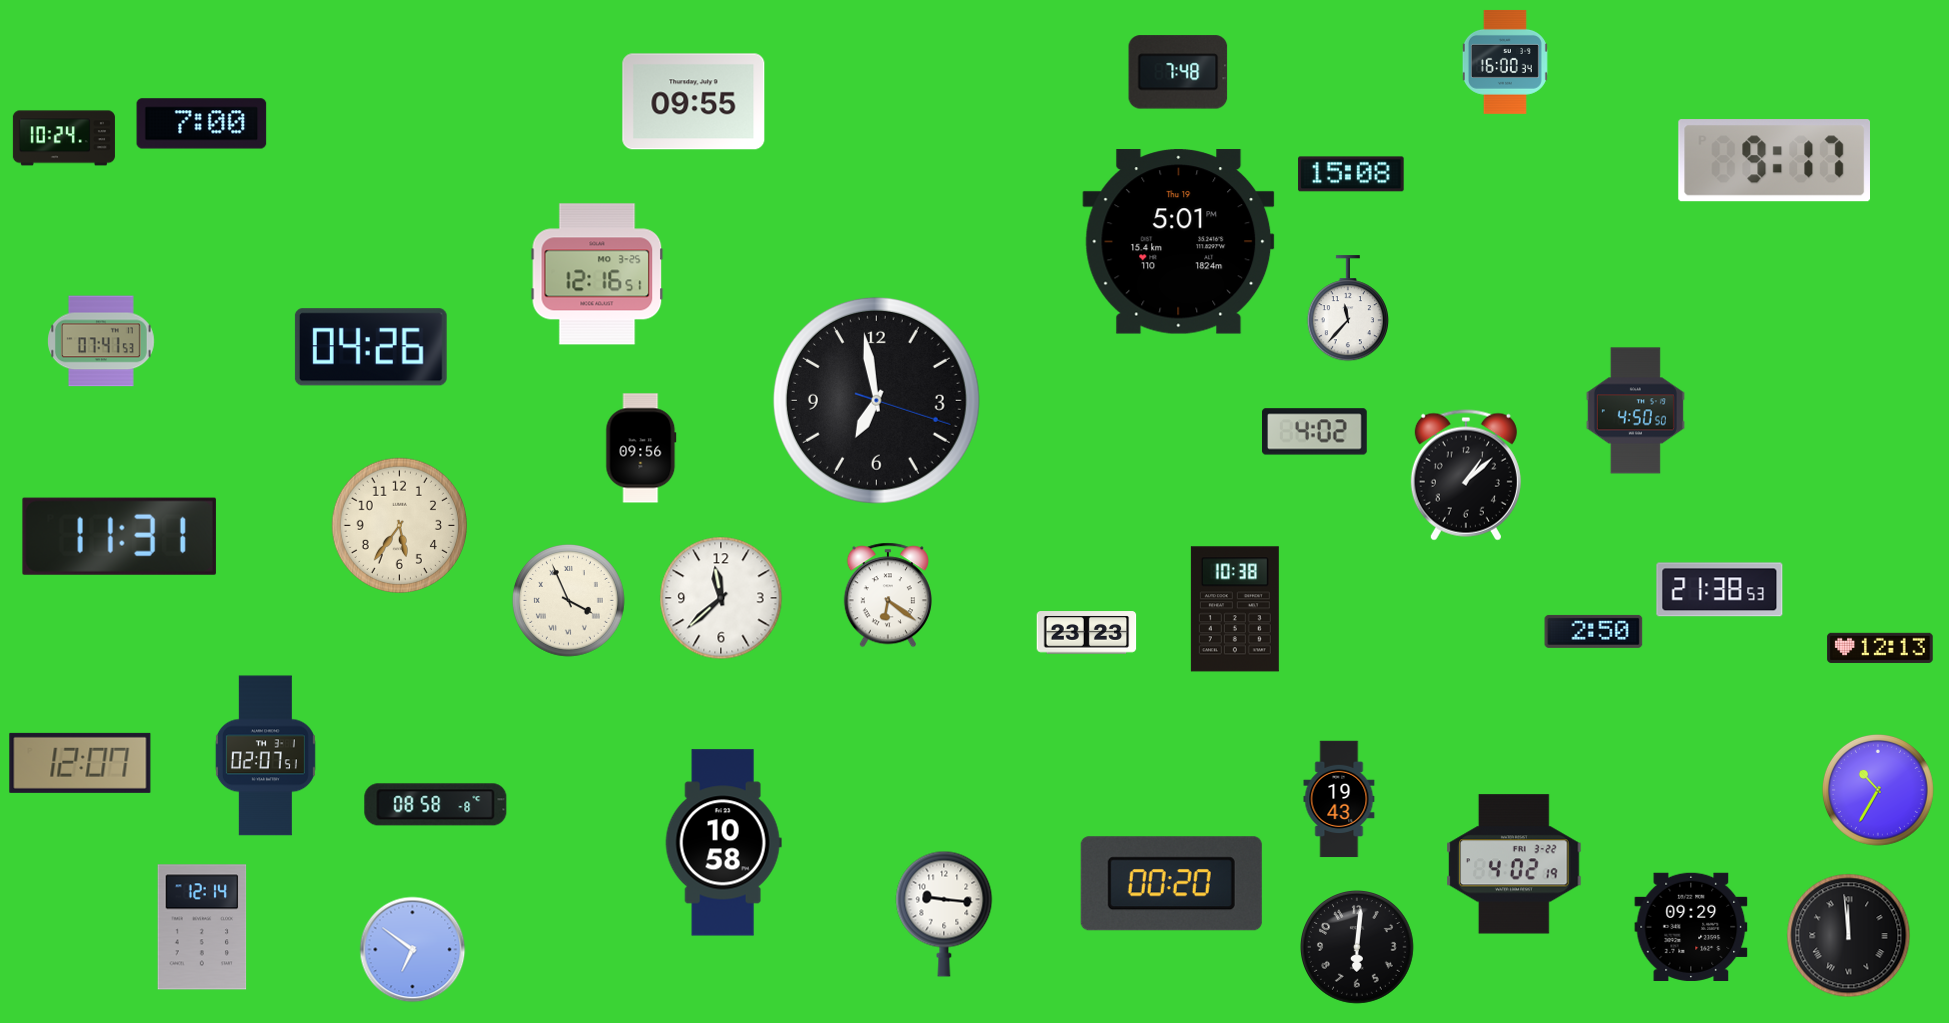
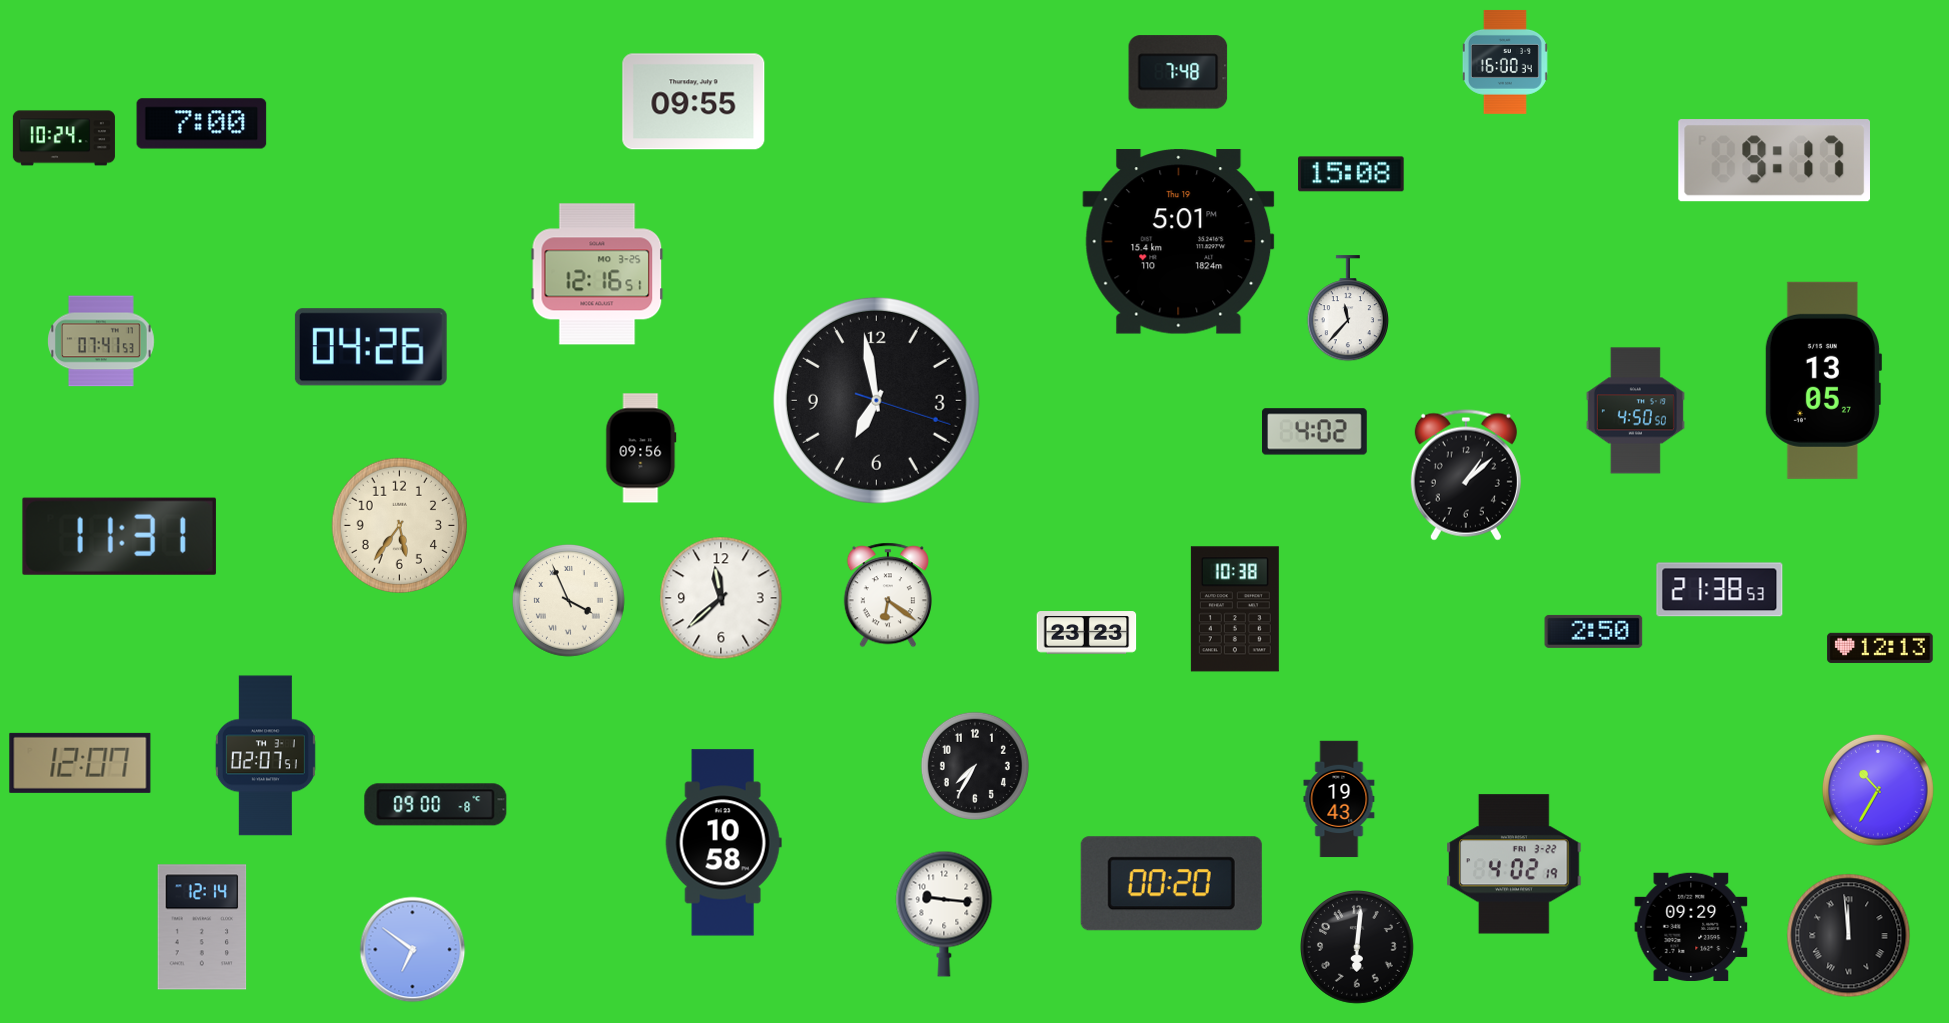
clock at (1823, 380): none -> 13:05
clock at (975, 766): none -> 7:35
clock at (436, 805): 08:58 -> 09:00
